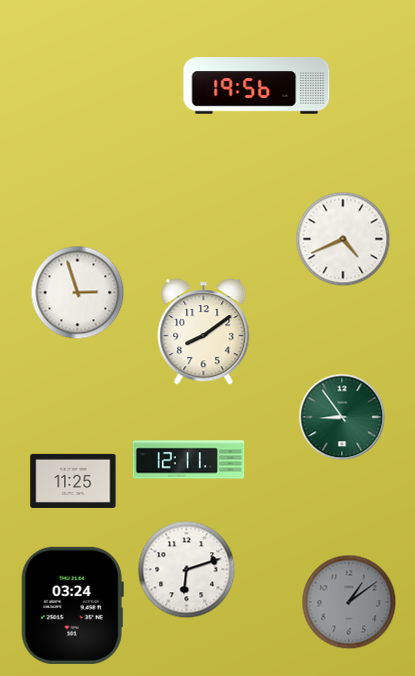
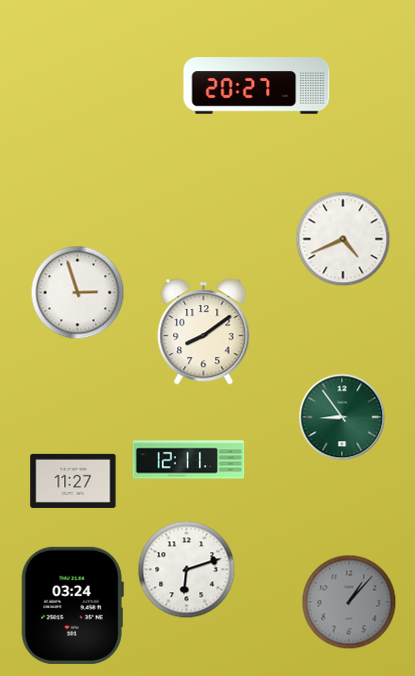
clock at (257, 86): 19:56 -> 20:27
clock at (73, 481): 11:25 -> 11:27
clock at (349, 602): 1:09 -> 1:07
